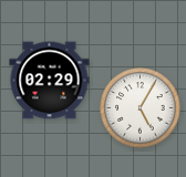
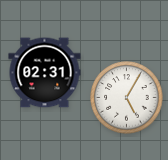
clock at (50, 81): 02:29 -> 02:31
